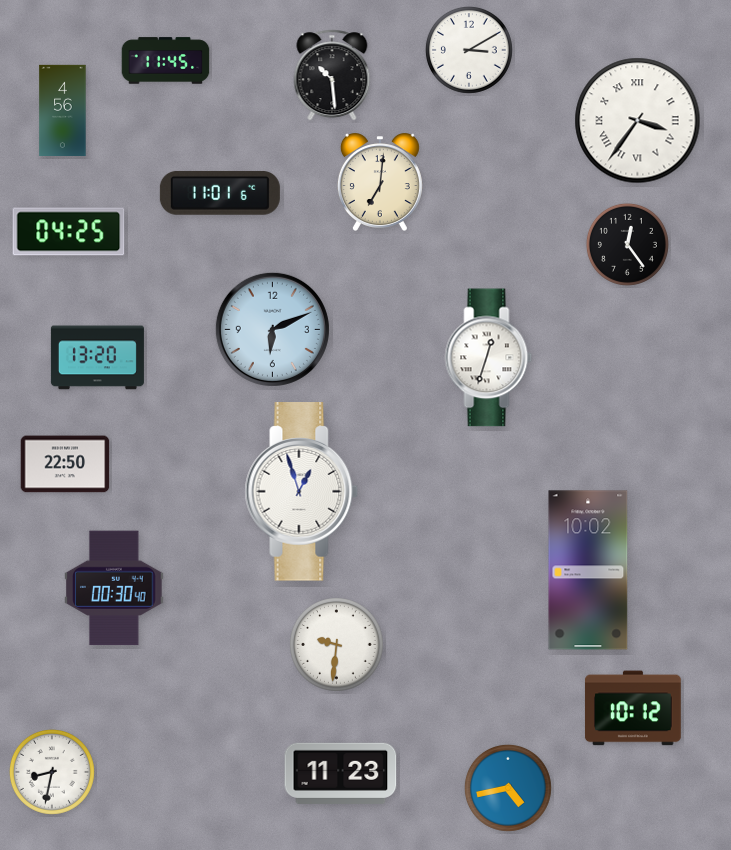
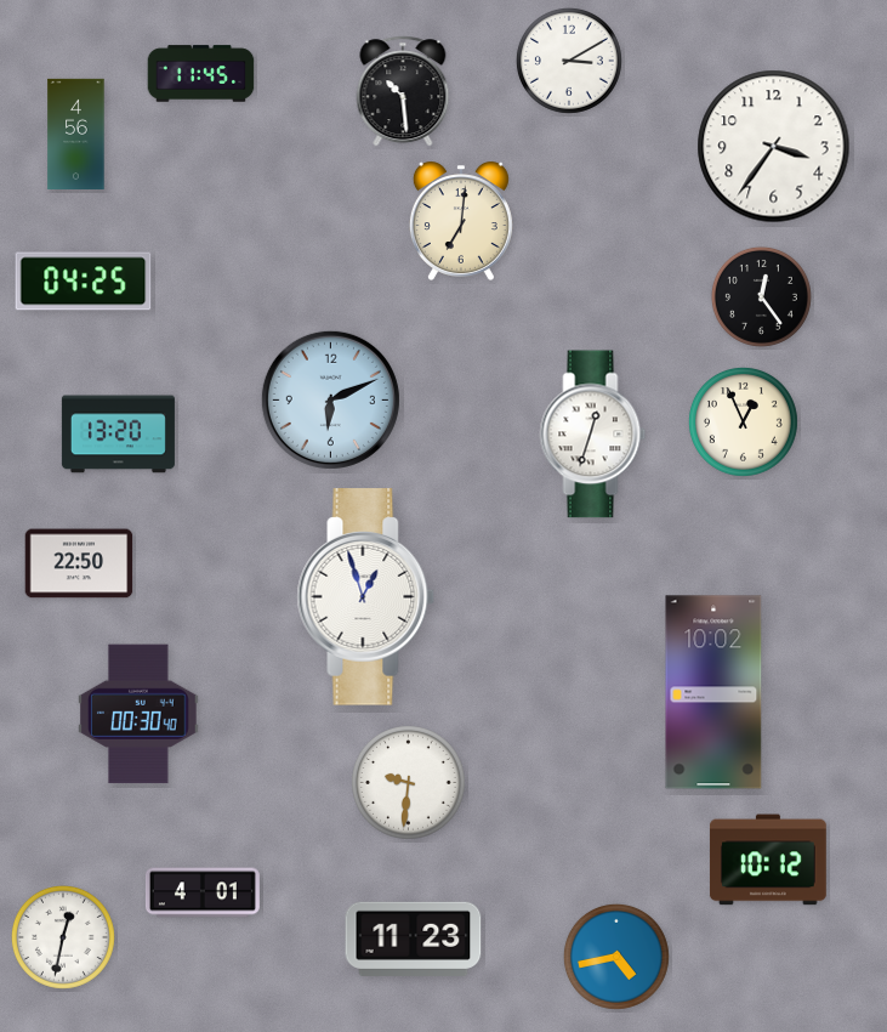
clock at (638, 121) numerals: Roman -> Arabic
clock at (220, 193): 11:01 -> none
clock at (743, 421): none -> 12:56
clock at (203, 892): none -> 4:01
clock at (52, 772): 8:32 -> 12:32
